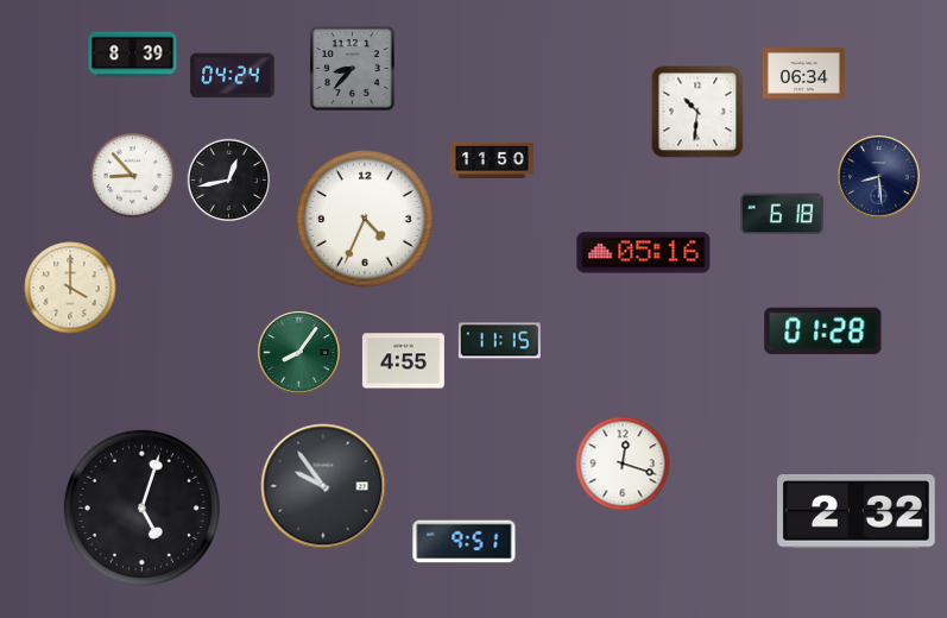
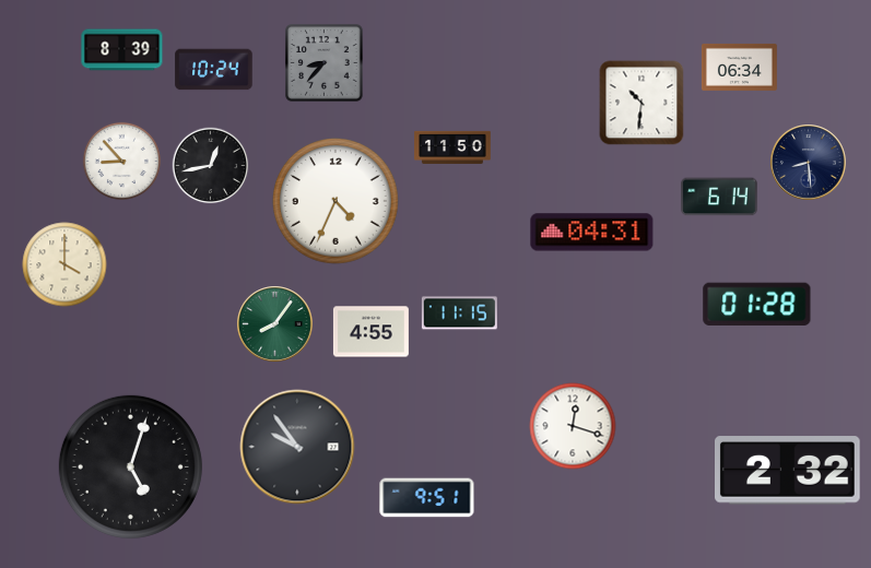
clock at (233, 76): 04:24 -> 10:24
clock at (783, 214): 6:18 -> 6:14
clock at (644, 253): 05:16 -> 04:31
